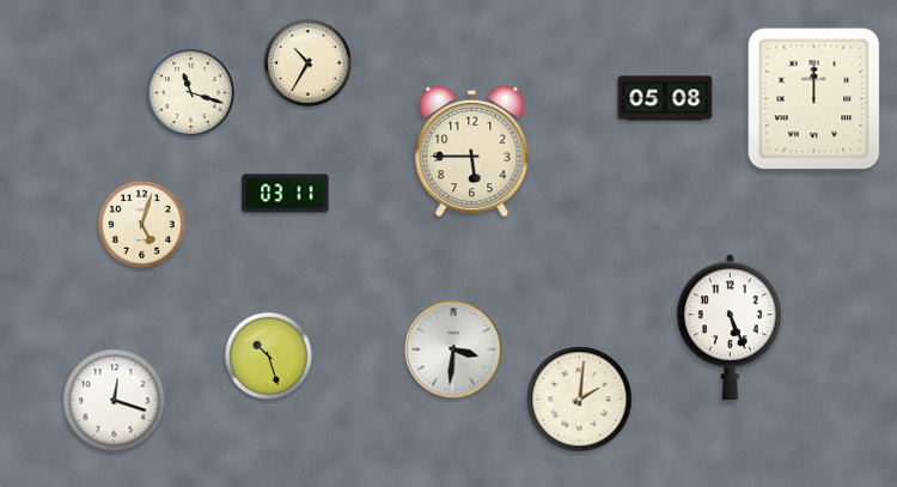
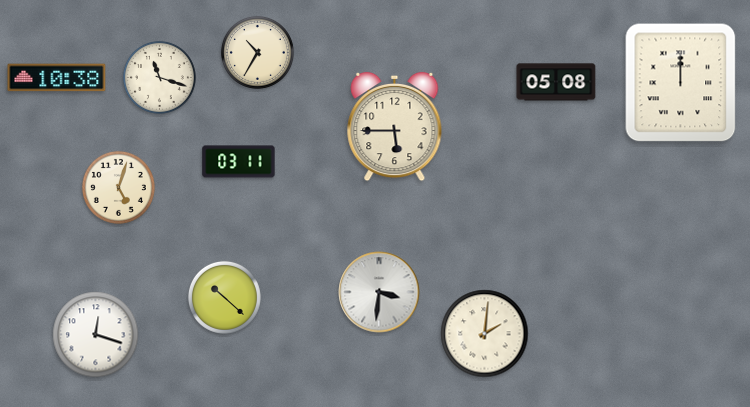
clock at (57, 78): none -> 10:38
clock at (730, 328): 5:26 -> none
clock at (268, 355): 10:27 -> 10:22
